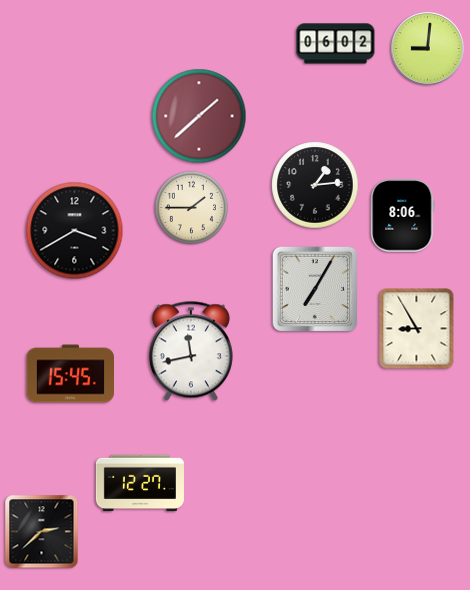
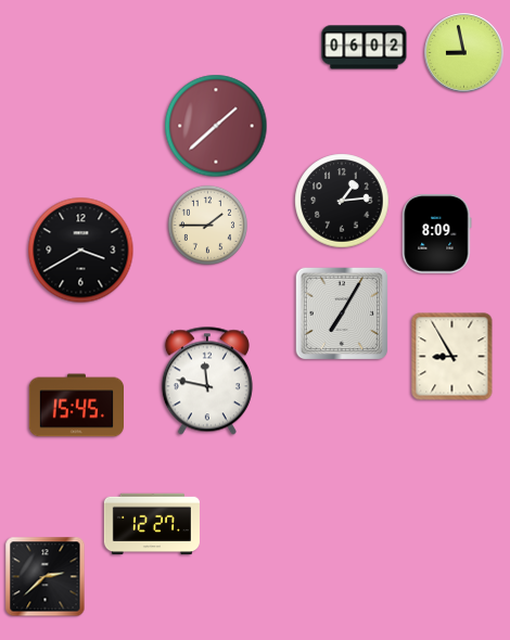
clock at (428, 49): 9:01 -> 8:58
clock at (403, 216): 8:06 -> 8:09
clock at (191, 351): 11:43 -> 11:47
